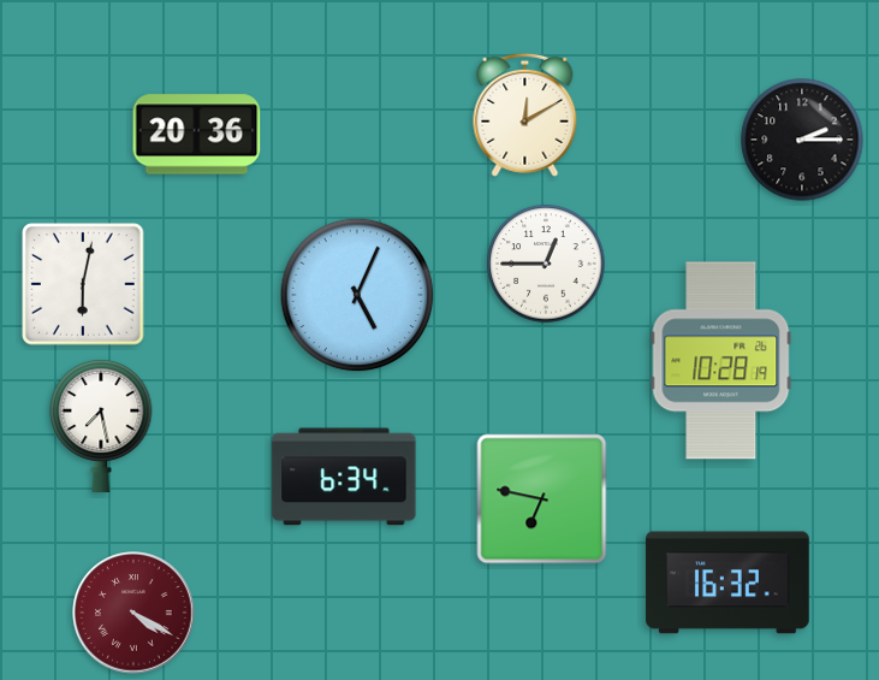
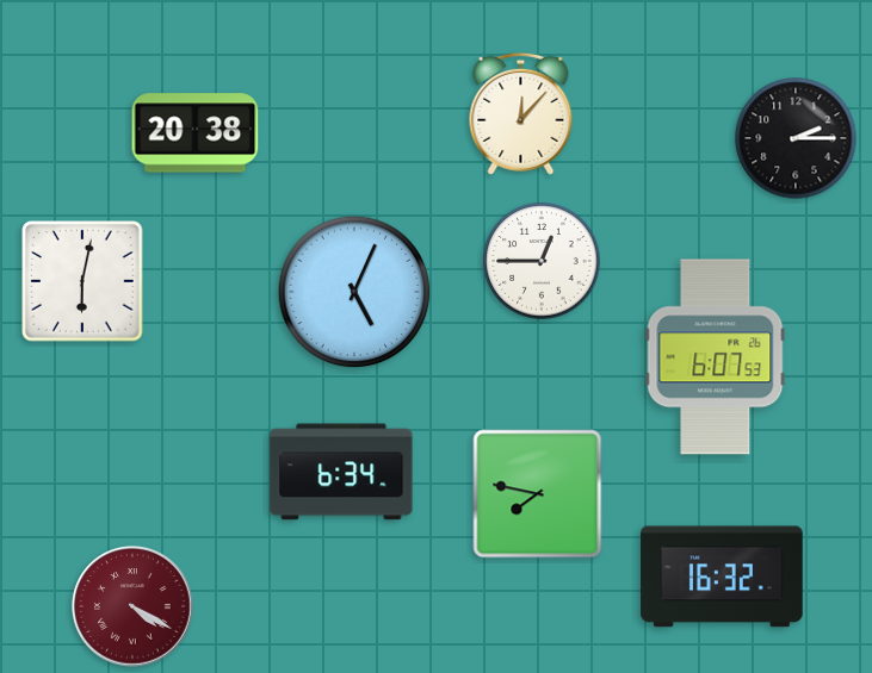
clock at (525, 114): 12:10 -> 12:07
clock at (197, 135): 20:36 -> 20:38
clock at (721, 361): 10:28 -> 6:07
clock at (101, 425): 7:28 -> none
clock at (542, 499): 6:47 -> 7:47
